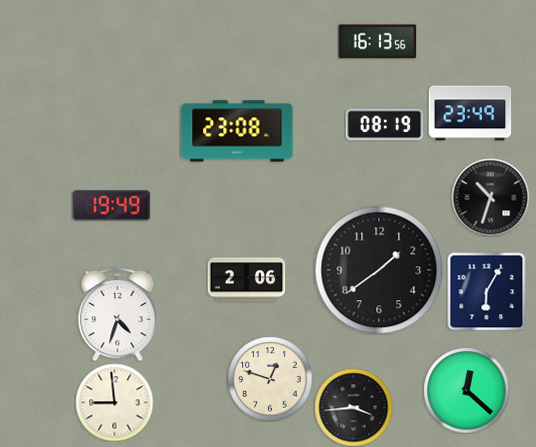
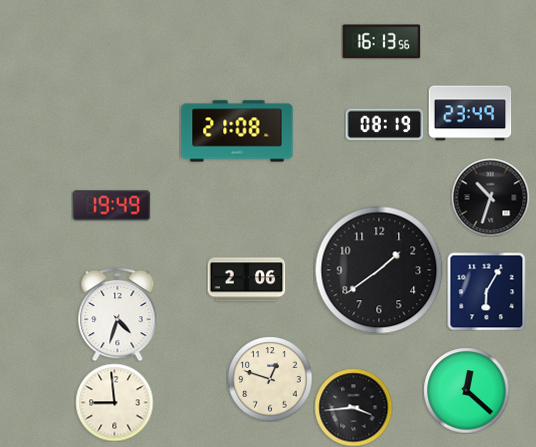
clock at (377, 42) position: (377, 42) -> (381, 42)
clock at (237, 131): 23:08 -> 21:08
